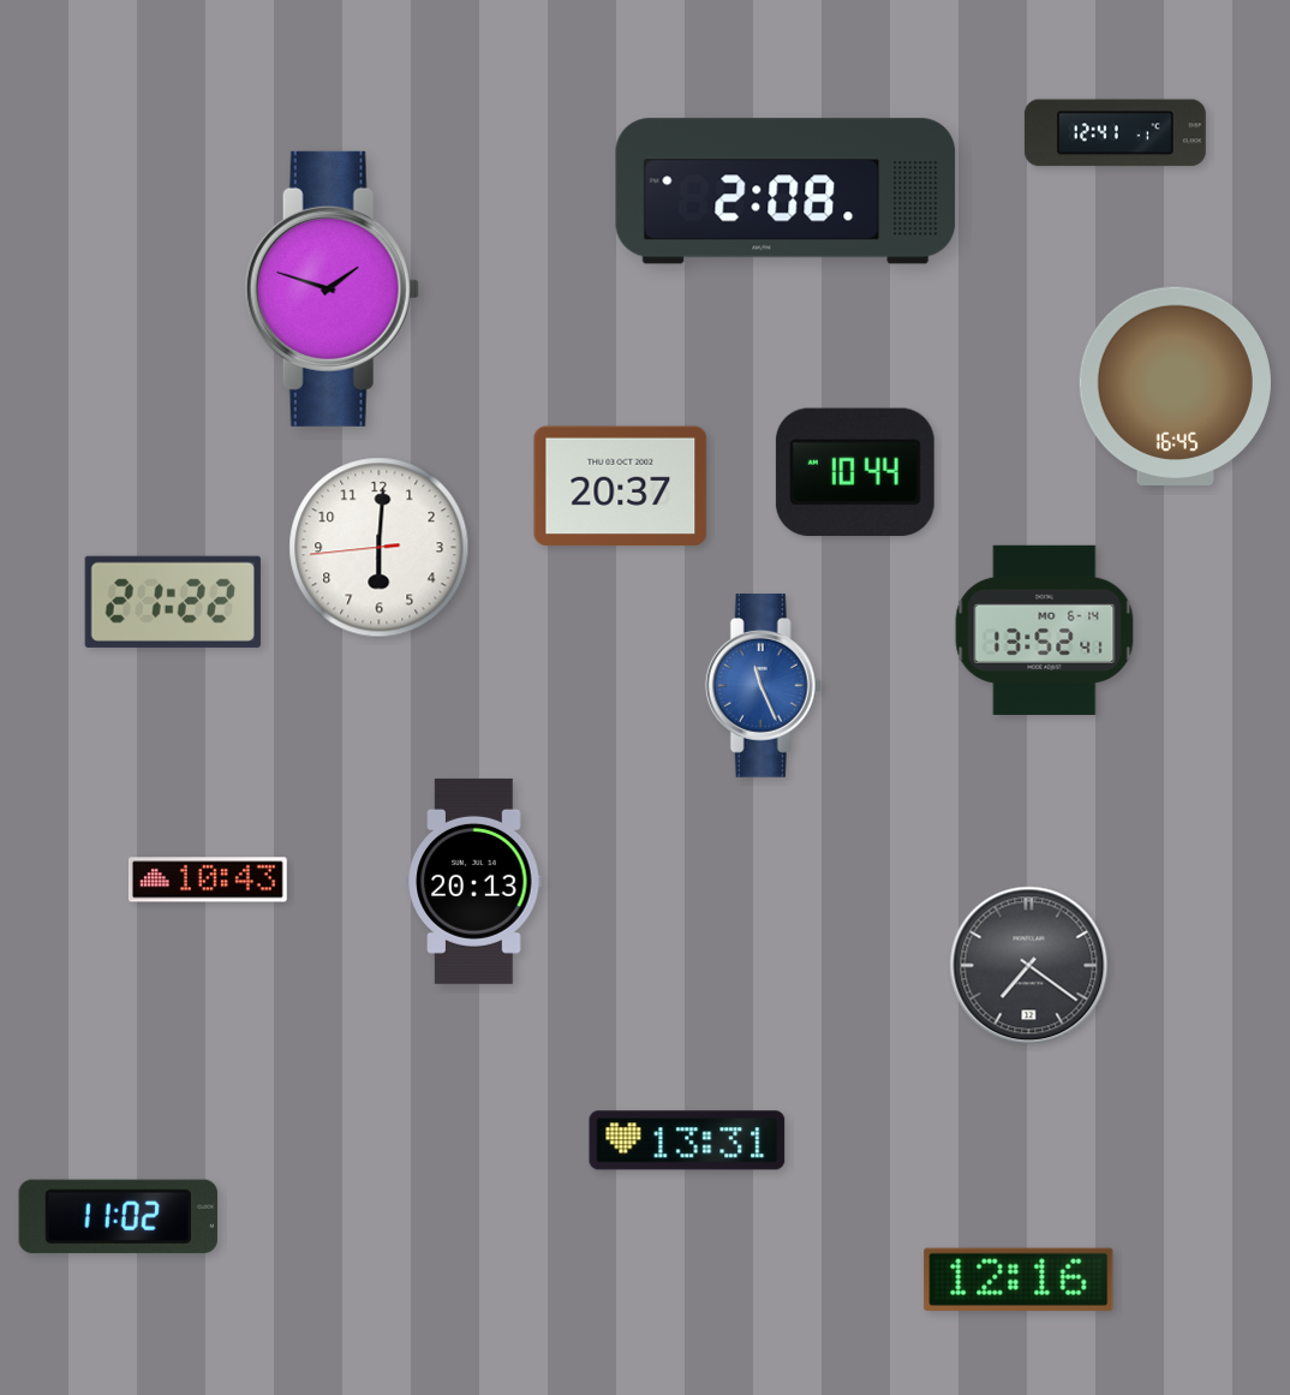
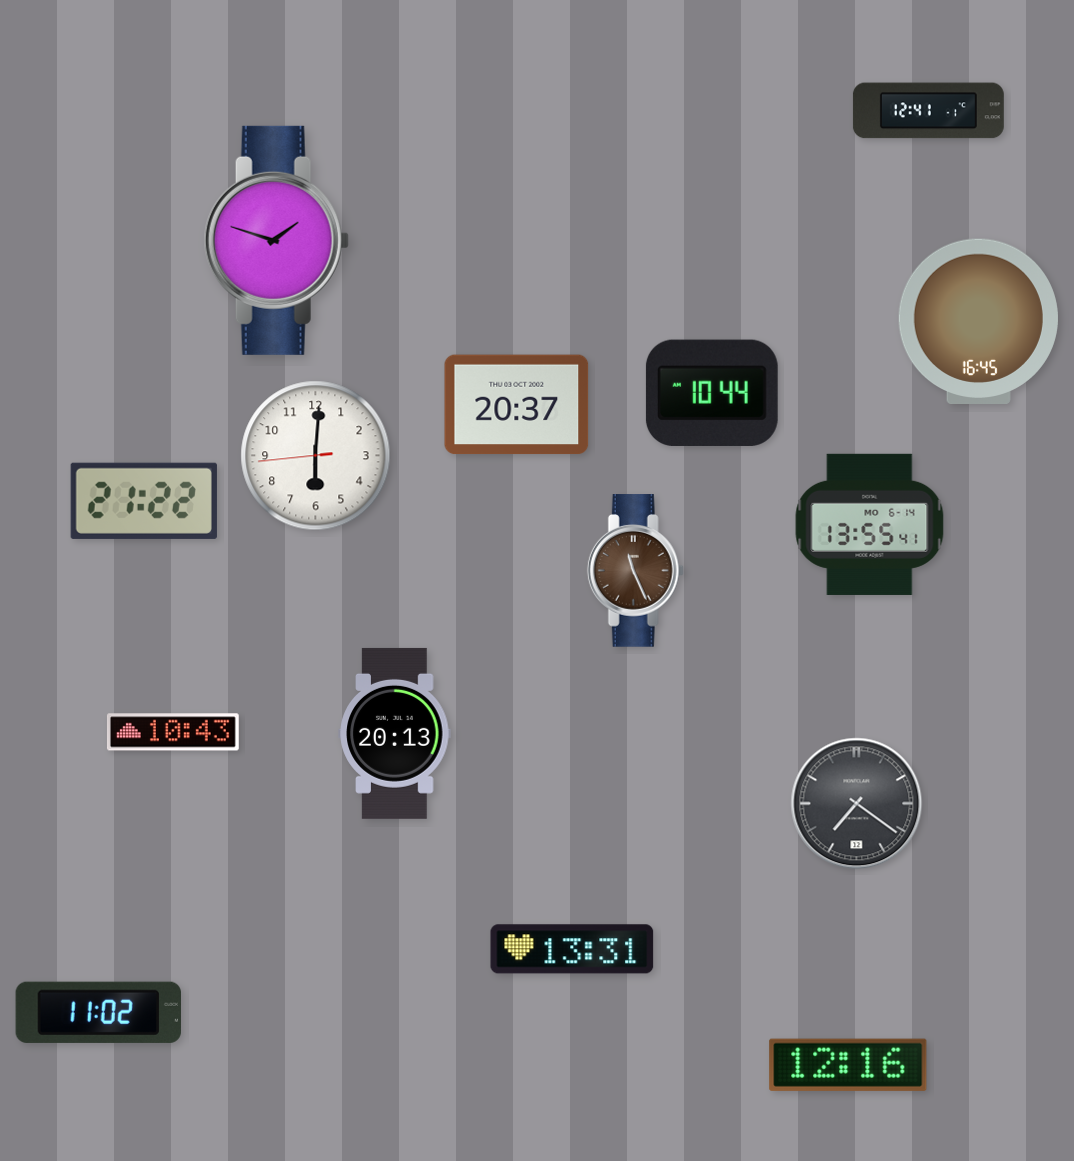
clock at (786, 191): 2:08 -> none
clock at (1045, 630): 13:52 -> 13:55
clock at (763, 686) dial: blue -> brown
